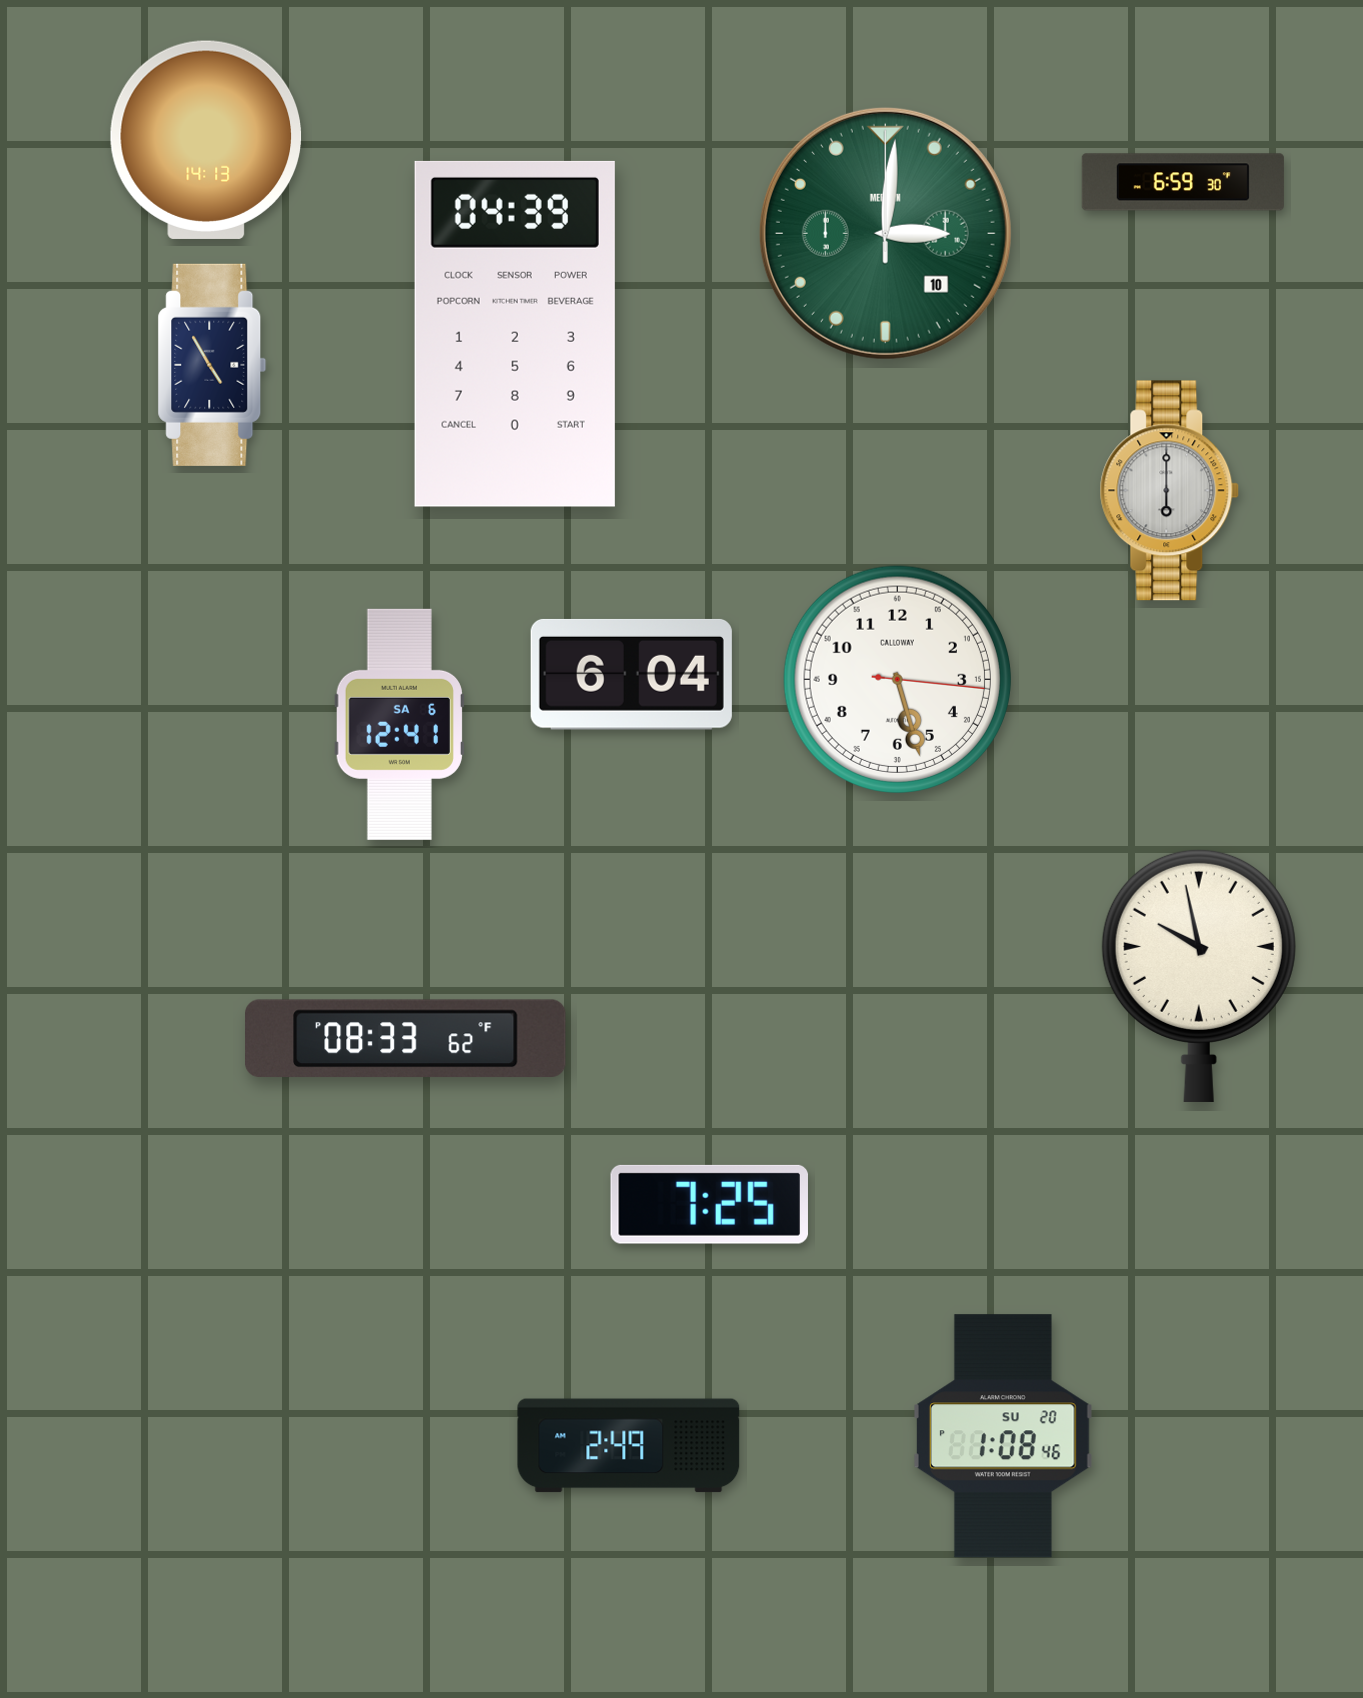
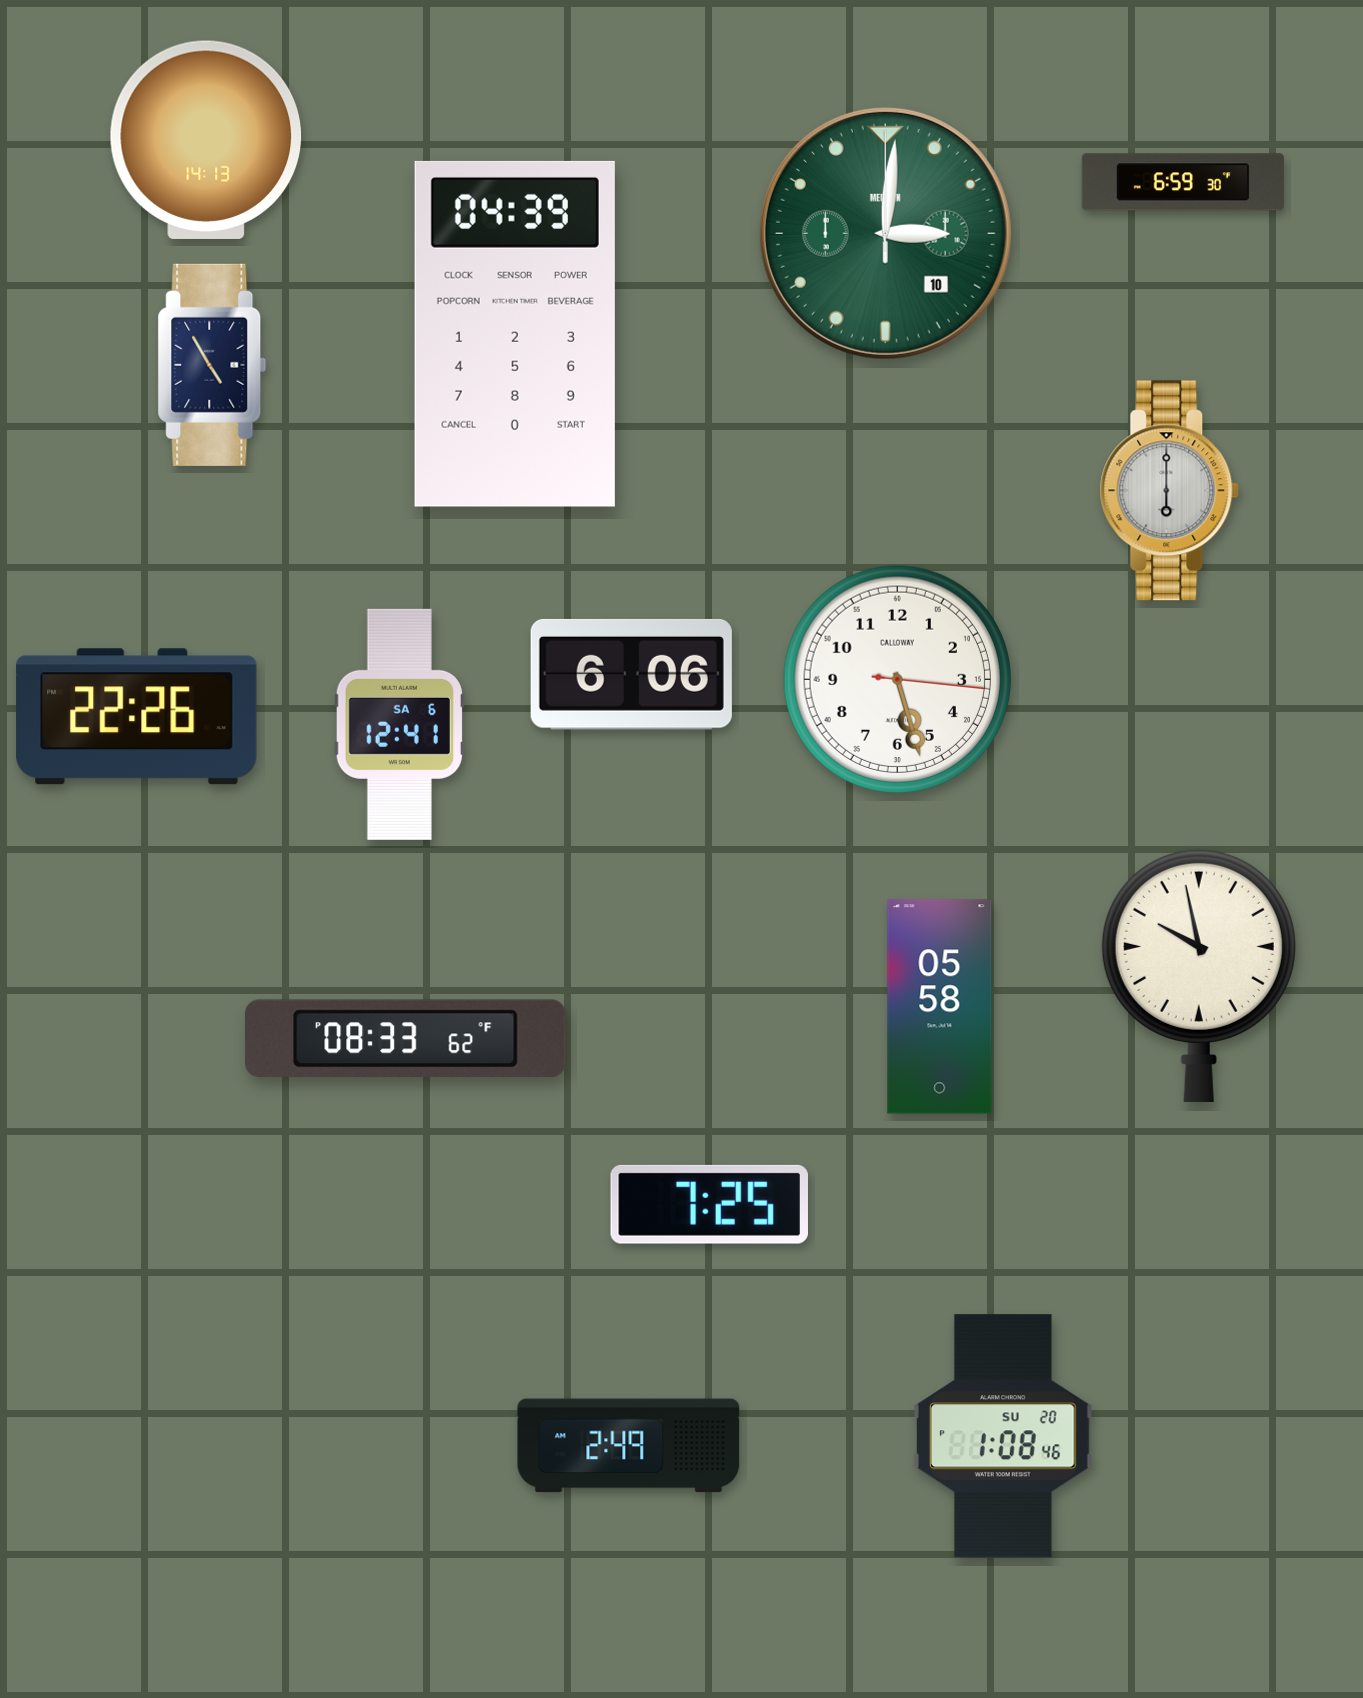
clock at (631, 674): 6:04 -> 6:06
clock at (137, 717): none -> 22:26
clock at (940, 1007): none -> 05:58
